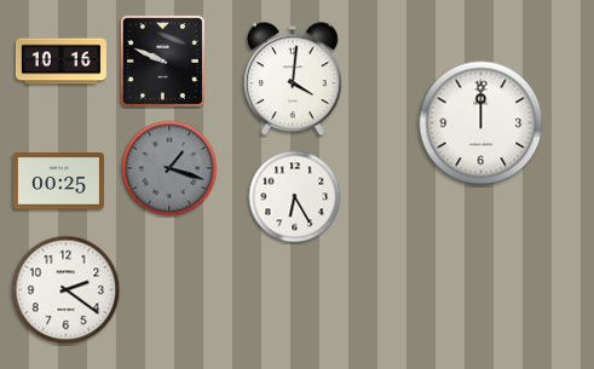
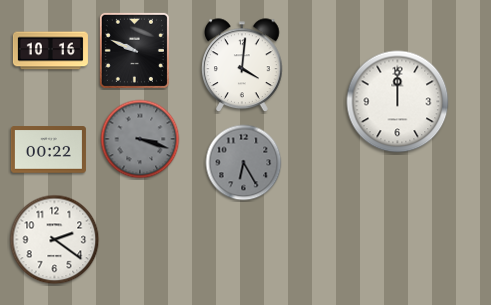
clock at (169, 168): 1:18 -> 3:18
clock at (58, 181): 00:25 -> 00:22
clock at (295, 197) dial: white -> grey
